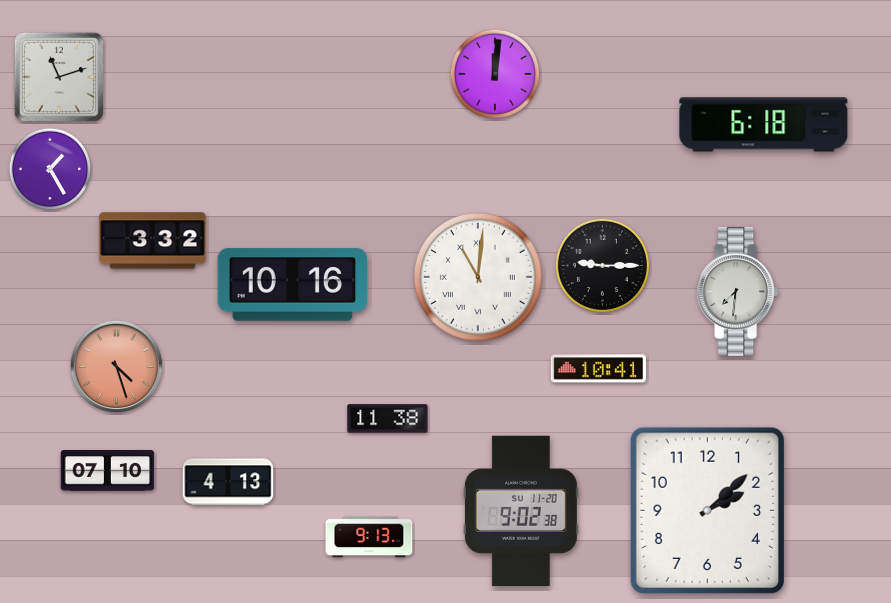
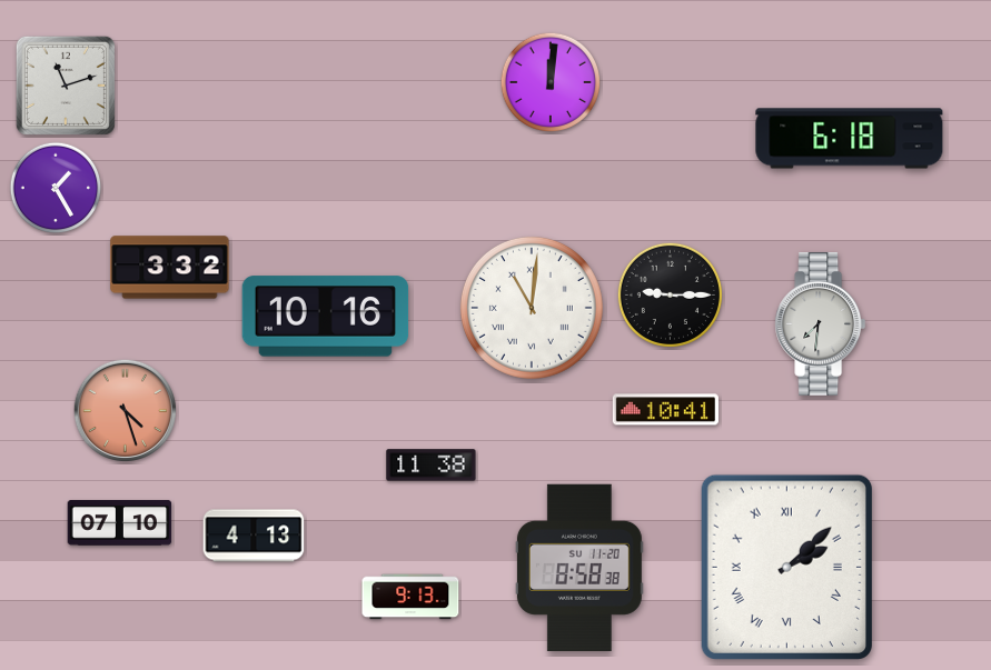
clock at (116, 366) position: (116, 366) -> (125, 410)
clock at (521, 510): 9:02 -> 8:58
clock at (707, 510) numerals: Arabic -> Roman
